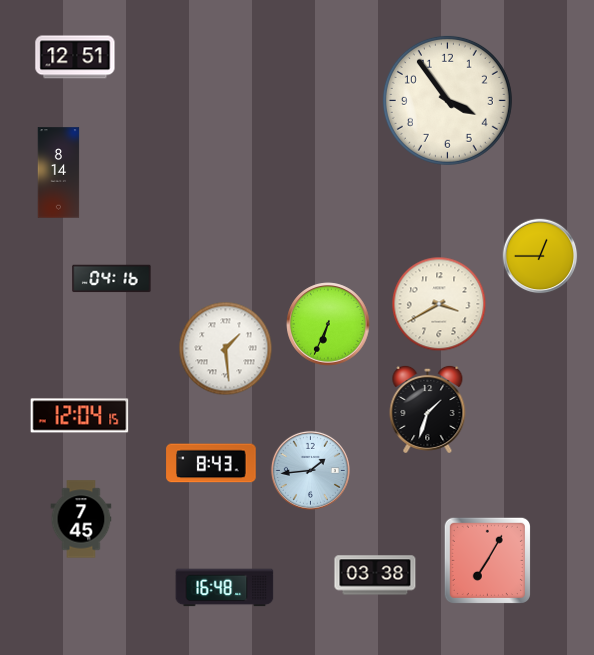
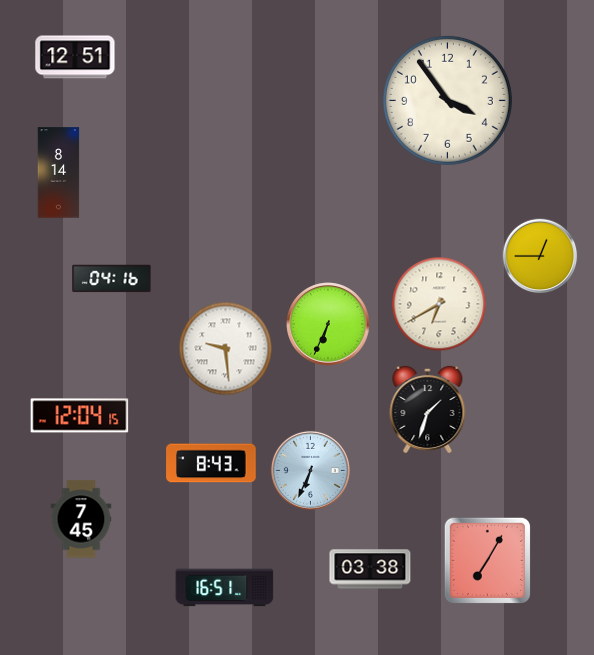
clock at (439, 304): 3:40 -> 6:40
clock at (226, 349): 1:29 -> 9:29
clock at (310, 470): 1:44 -> 6:34
clock at (375, 575) position: (375, 575) -> (370, 569)
clock at (225, 588): 16:48 -> 16:51
